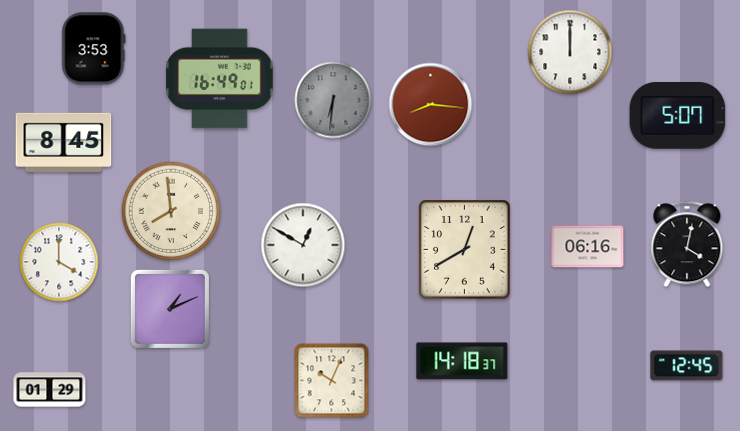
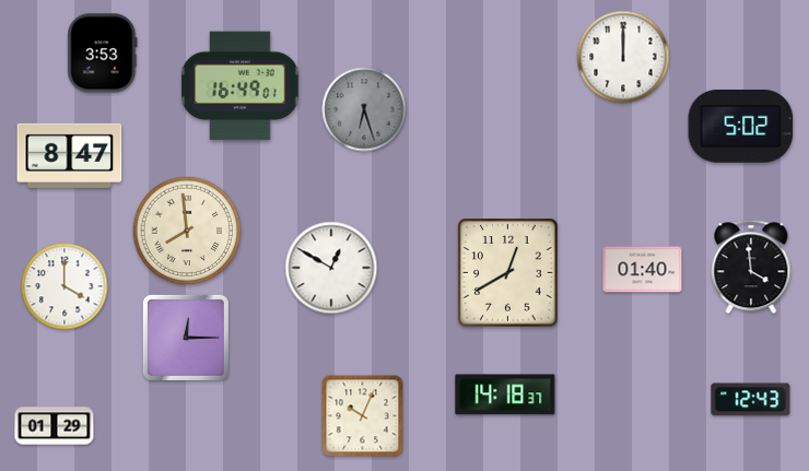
clock at (333, 100): 6:31 -> 6:27
clock at (431, 105): 8:16 -> none
clock at (678, 116): 5:07 -> 5:02
clock at (64, 142): 8:45 -> 8:47
clock at (687, 244): 4:02 -> 3:59
clock at (588, 247): 06:16 -> 01:40
clock at (170, 309): 1:11 -> 12:15
clock at (687, 366): 12:45 -> 12:43
